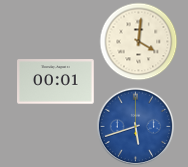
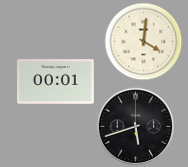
clock at (138, 41) position: (138, 41) -> (143, 41)
clock at (135, 126) dial: blue -> black
